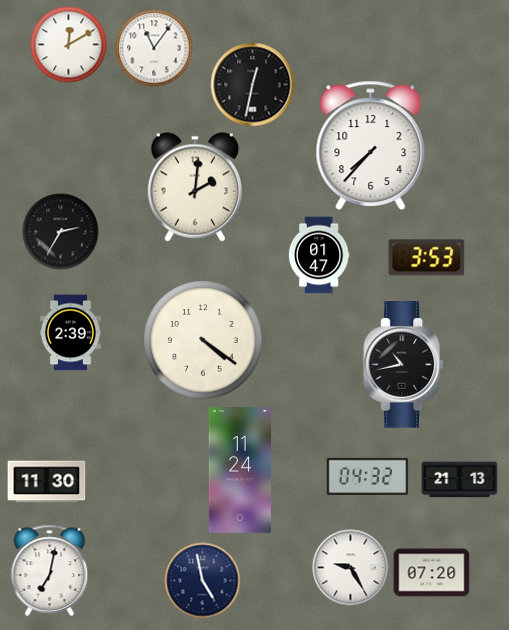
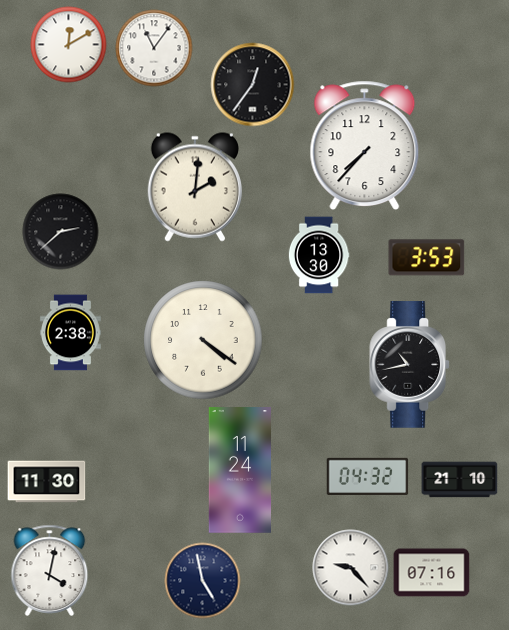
clock at (253, 85): 12:32 -> 12:36
clock at (371, 146) position: (371, 146) -> (365, 146)
clock at (61, 232): 2:35 -> 2:38
clock at (319, 255): 01:47 -> 13:30
clock at (70, 333): 2:39 -> 2:38
clock at (404, 365) position: (404, 365) -> (410, 365)
clock at (460, 480): 21:13 -> 21:10
clock at (351, 568): 9:25 -> 9:23
clock at (50, 570): 7:02 -> 4:02
clock at (432, 573): 07:20 -> 07:16
